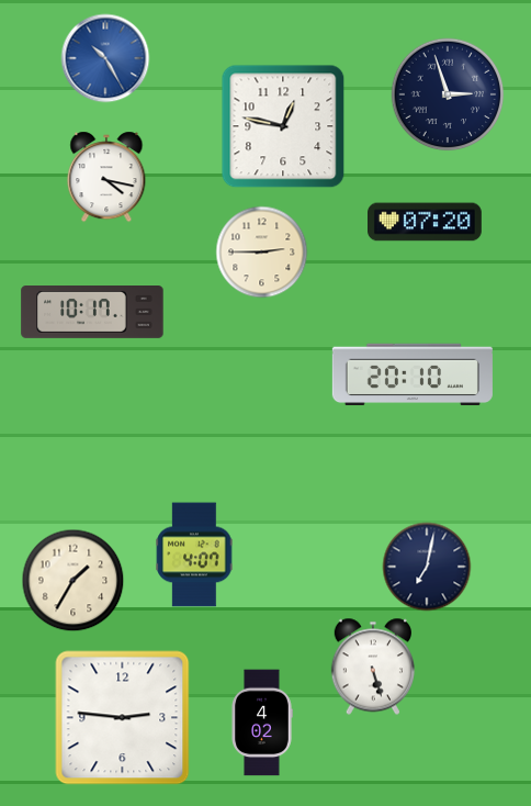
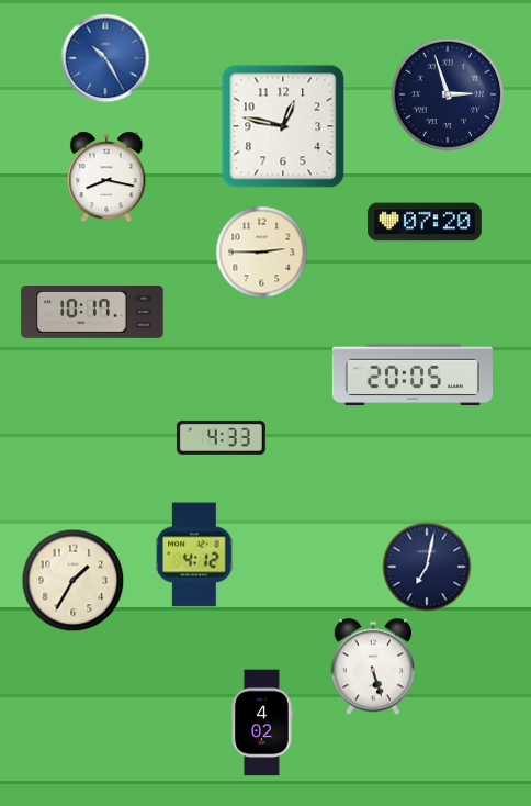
clock at (106, 177): 4:17 -> 8:17
clock at (413, 374): 20:10 -> 20:05
clock at (222, 438): none -> 4:33
clock at (194, 555): 4:07 -> 4:12
clock at (123, 718): 2:46 -> none
